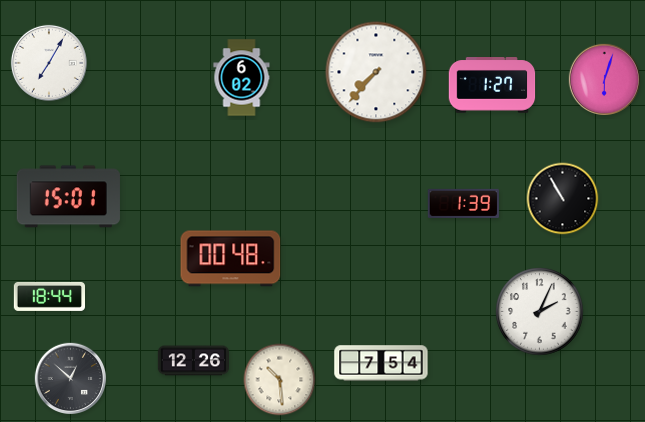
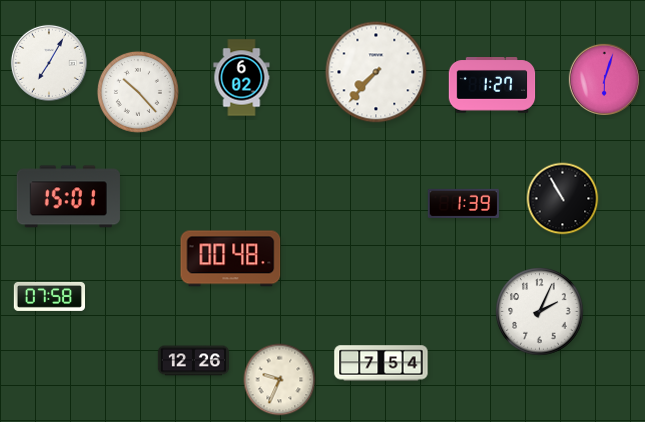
clock at (138, 92): none -> 10:23
clock at (49, 296): 18:44 -> 07:58
clock at (70, 378): 12:52 -> none
clock at (280, 380): 10:29 -> 9:34
